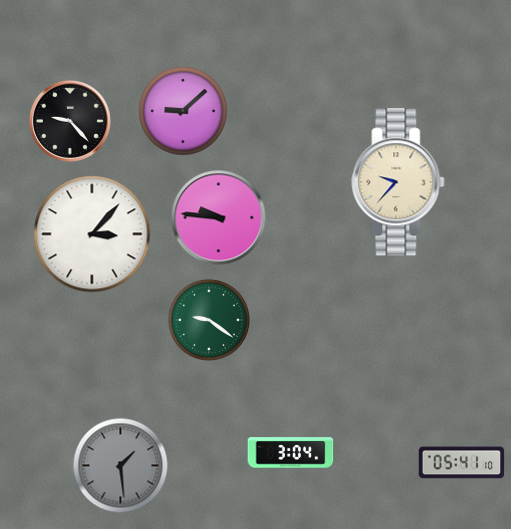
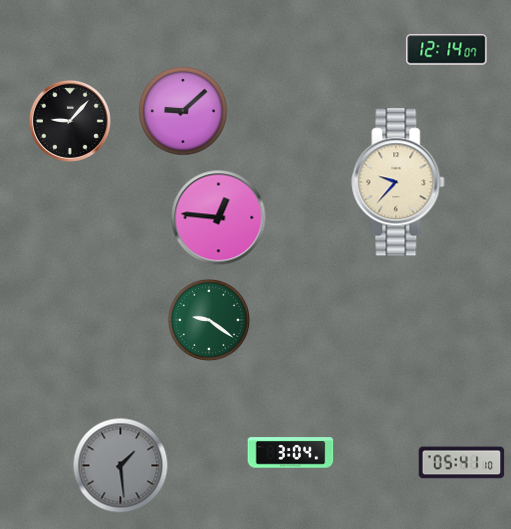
clock at (447, 50): none -> 12:14
clock at (70, 121): 9:23 -> 9:07
clock at (219, 218): 9:46 -> 12:46
clock at (92, 234): 3:07 -> none
